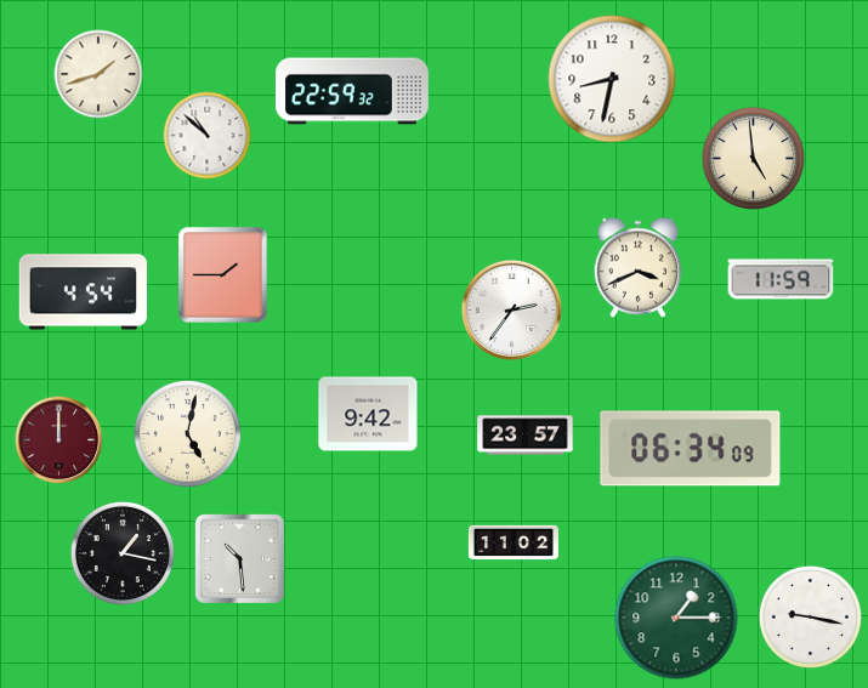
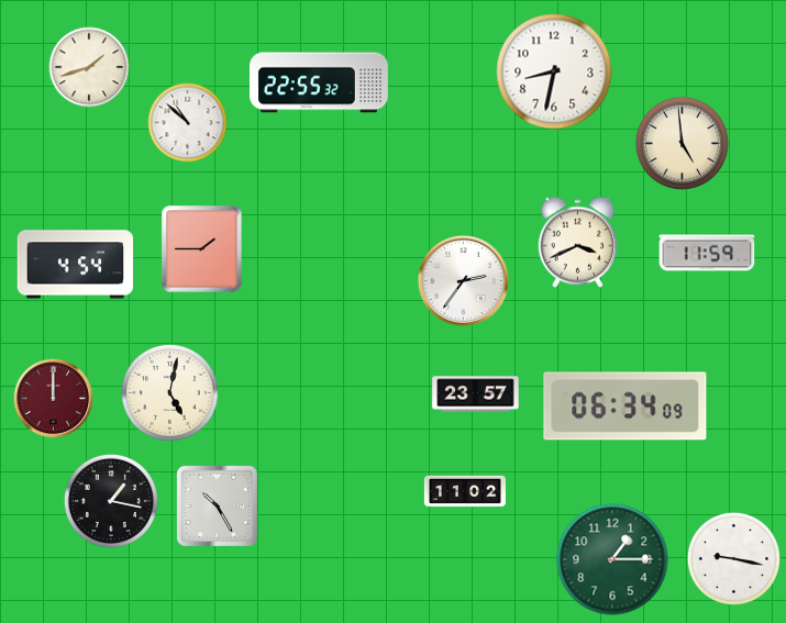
clock at (353, 91): 22:59 -> 22:55
clock at (368, 414): 9:42 -> none
clock at (239, 558): 10:29 -> 10:25
